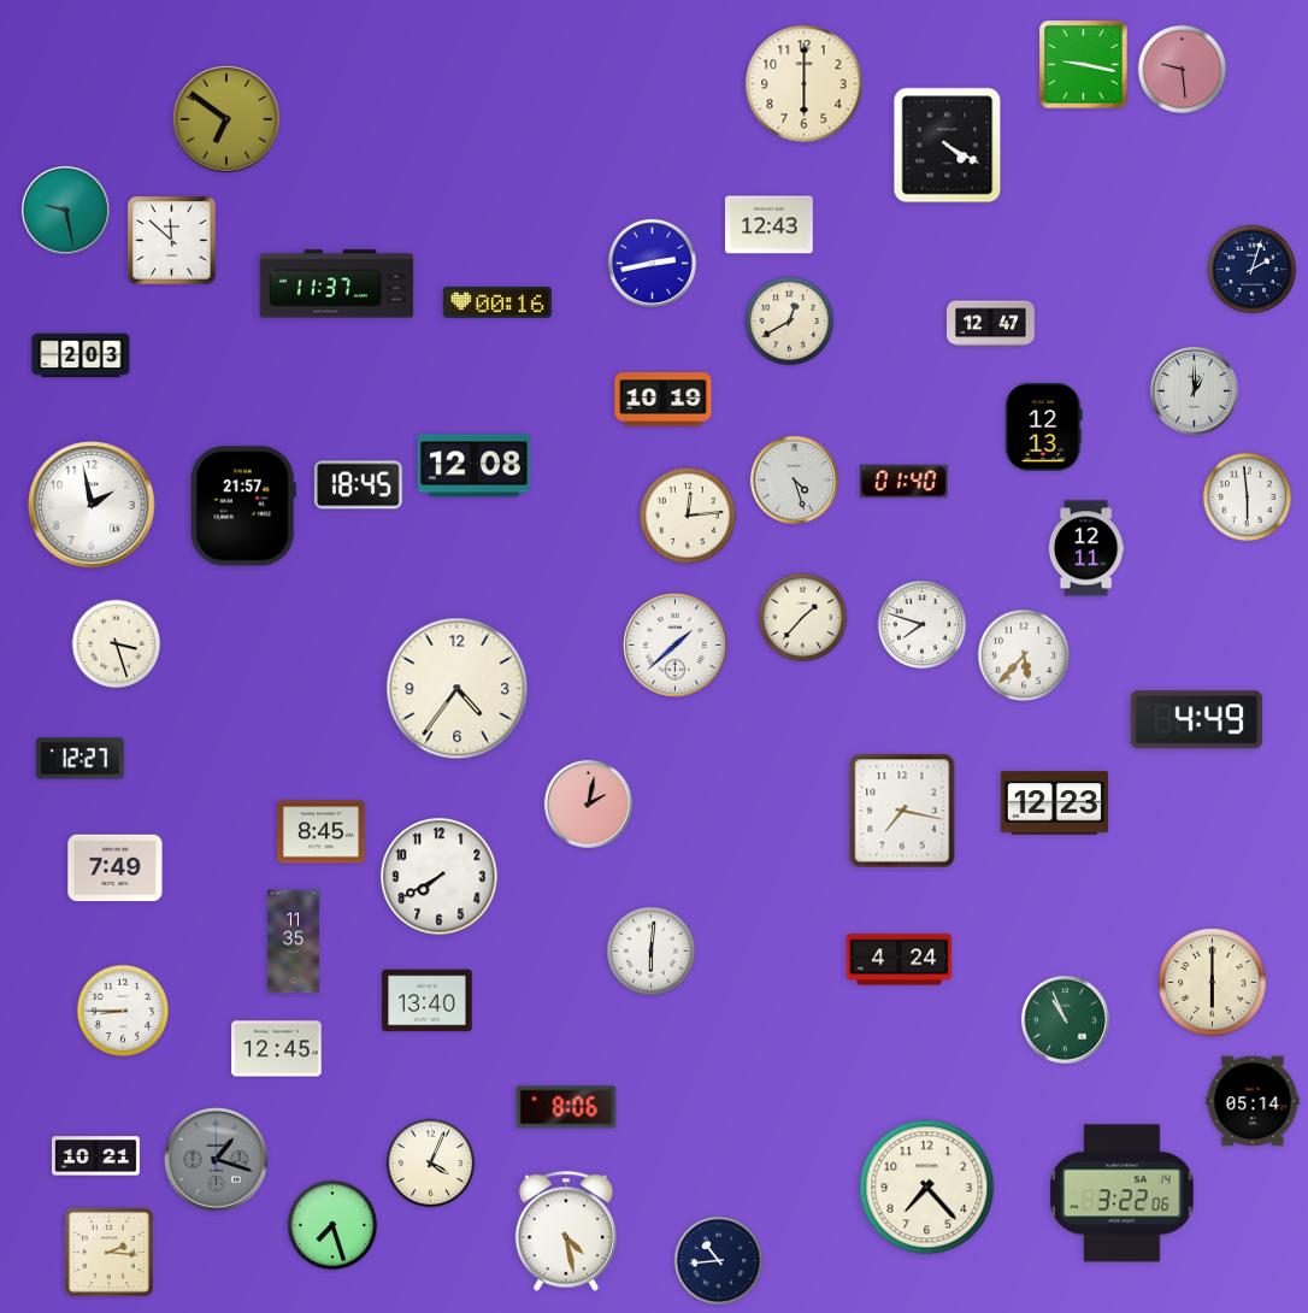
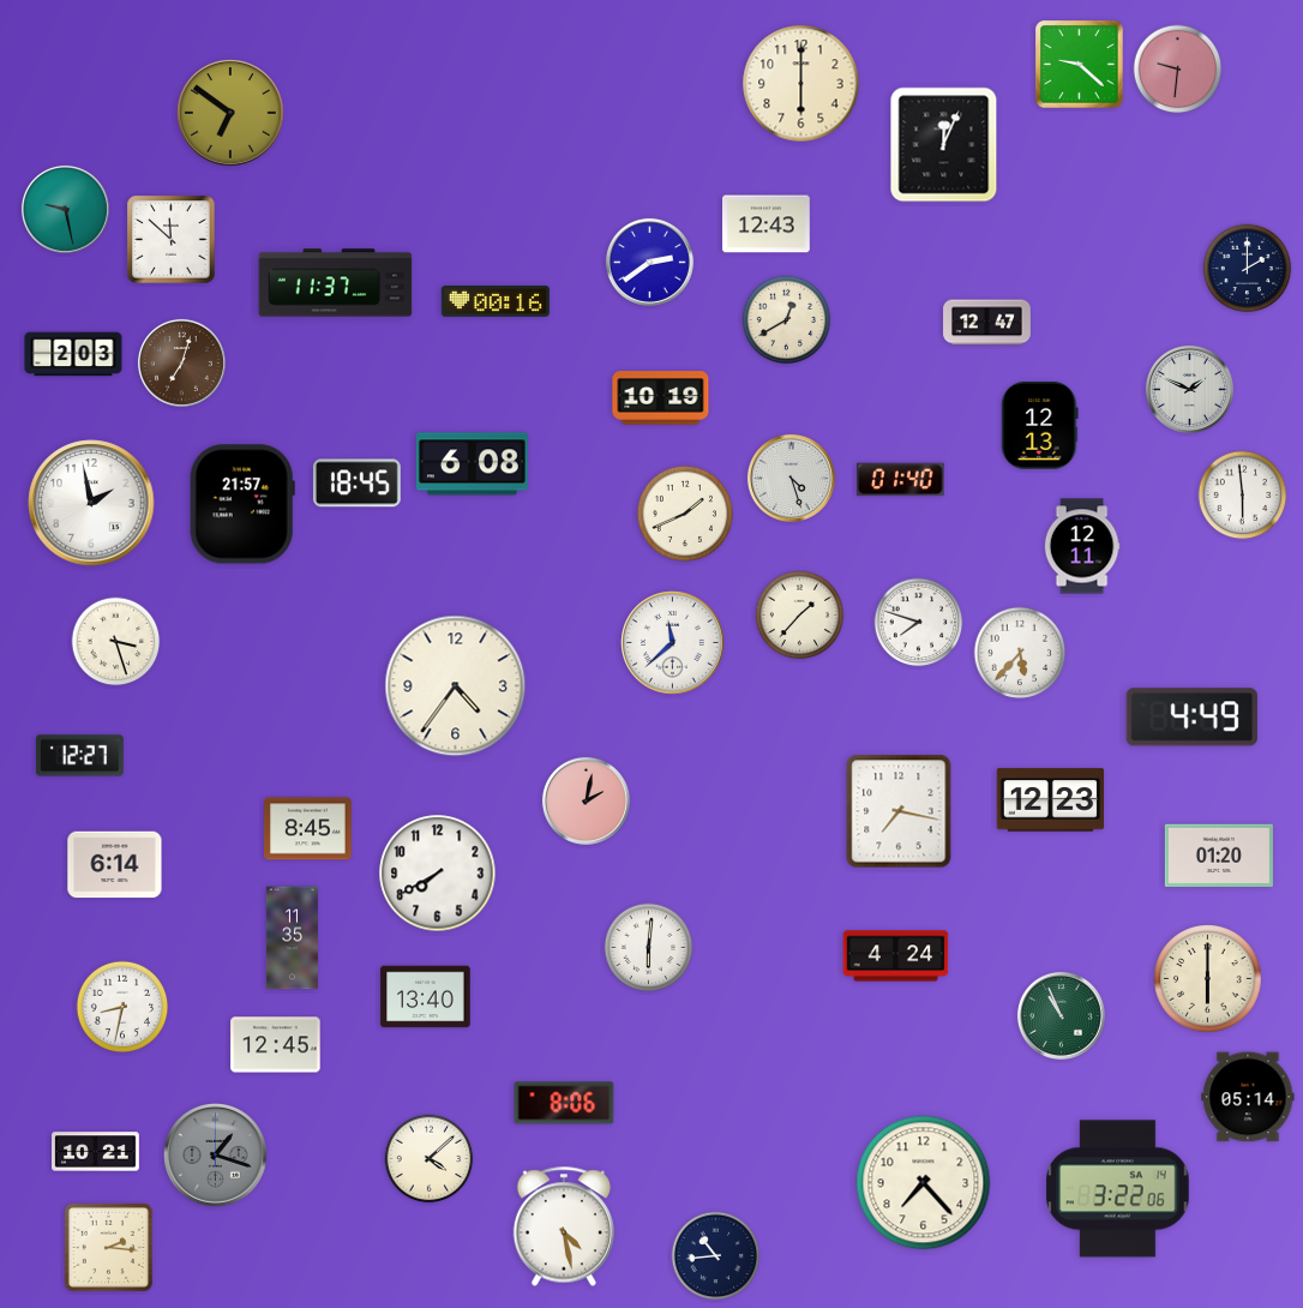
clock at (1084, 65): 9:17 -> 9:22
clock at (1183, 70): 9:29 -> 9:31
clock at (226, 119) position: (226, 119) -> (230, 113)
clock at (948, 146): 4:20 -> 12:04
clock at (652, 263): 2:43 -> 2:39
clock at (1253, 270): 2:03 -> 2:00
clock at (81, 355) position: (81, 355) -> (73, 354)
clock at (181, 362): none -> 7:03
clock at (1194, 390): 1:00 -> 1:49
clock at (473, 466): 12:08 -> 6:08
clock at (688, 516): 12:14 -> 1:41
clock at (676, 646): 1:38 -> 11:38
clock at (902, 811) position: (902, 811) -> (899, 811)
clock at (322, 832) position: (322, 832) -> (308, 829)
clock at (1219, 856): none -> 01:20
clock at (116, 869): 7:49 -> 6:14
clock at (123, 1011): 8:45 -> 8:32
clock at (431, 1164): 4:04 -> 4:08
clock at (332, 1225): 7:27 -> none
